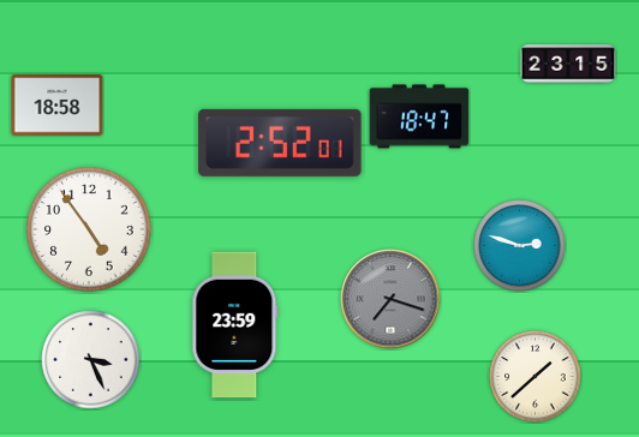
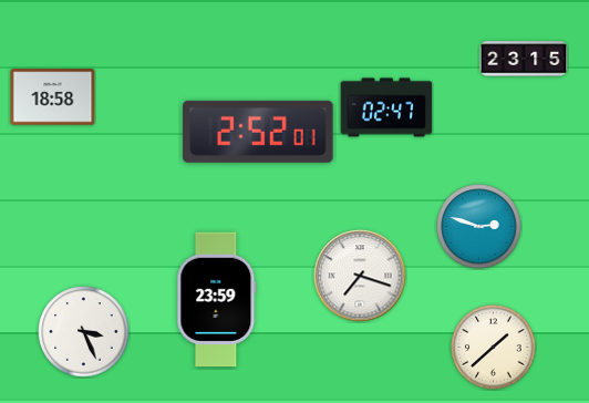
clock at (419, 116): 18:47 -> 02:47
clock at (89, 229): 4:54 -> none
clock at (390, 299) dial: grey -> white
